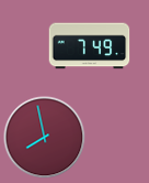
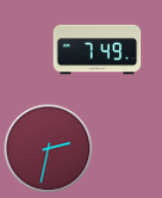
clock at (45, 138): 7:58 -> 2:32
